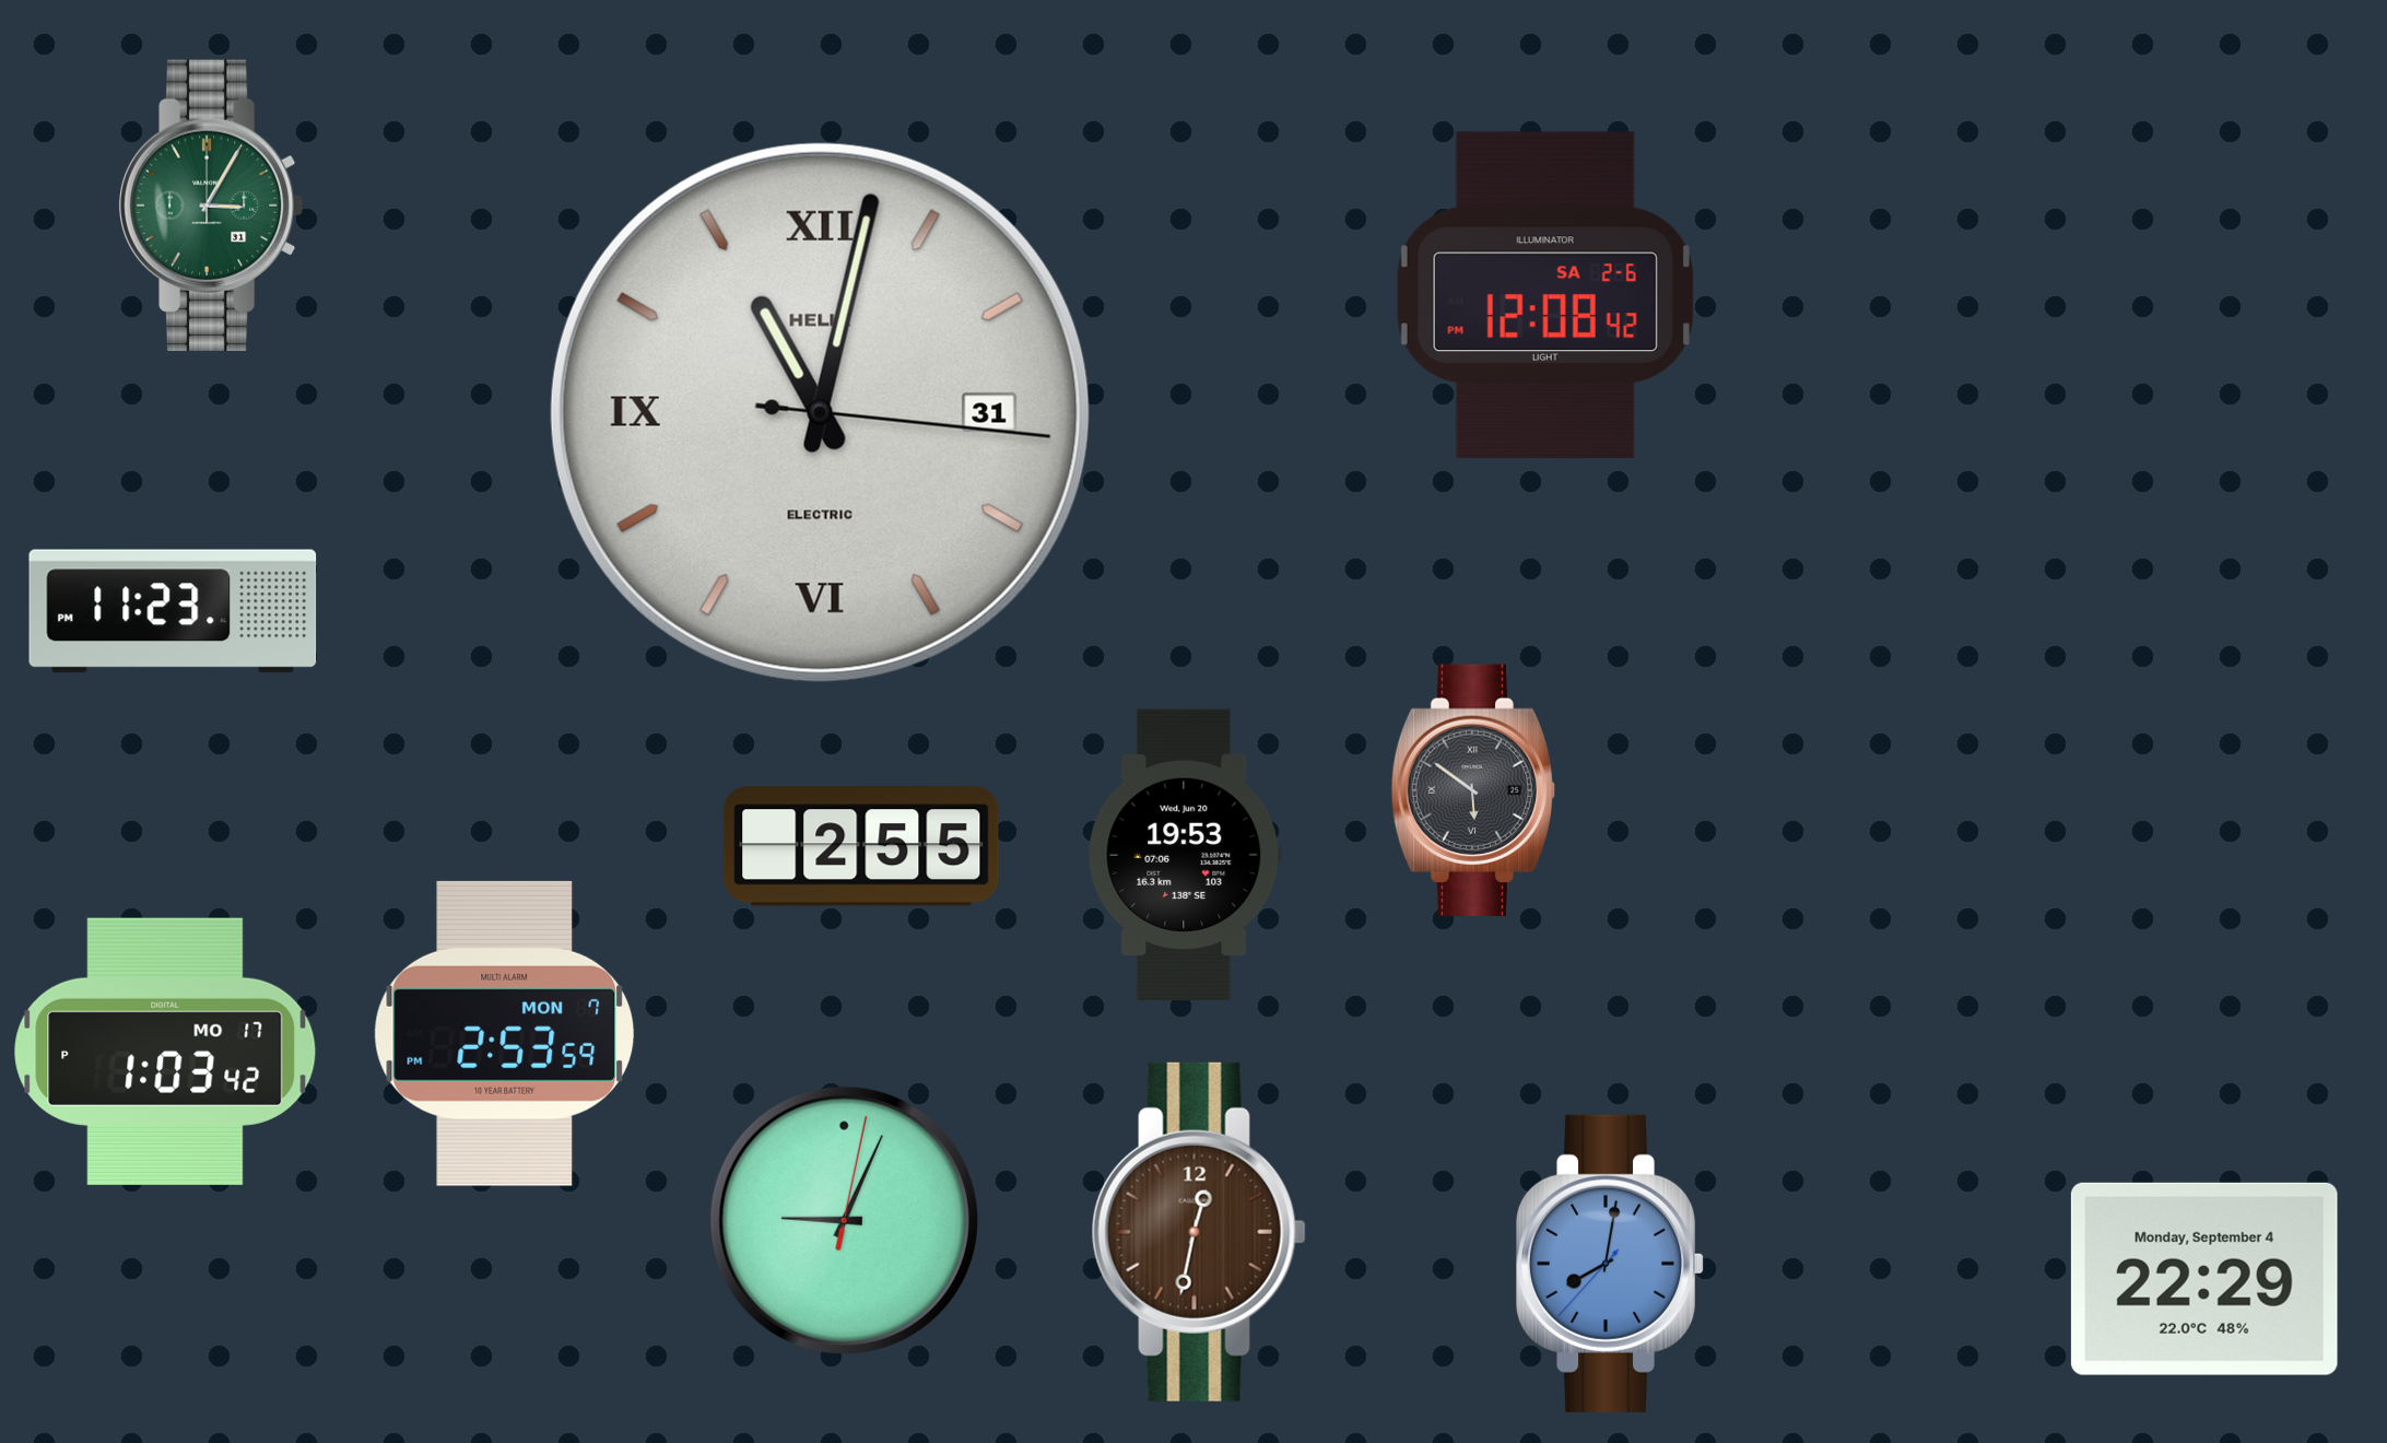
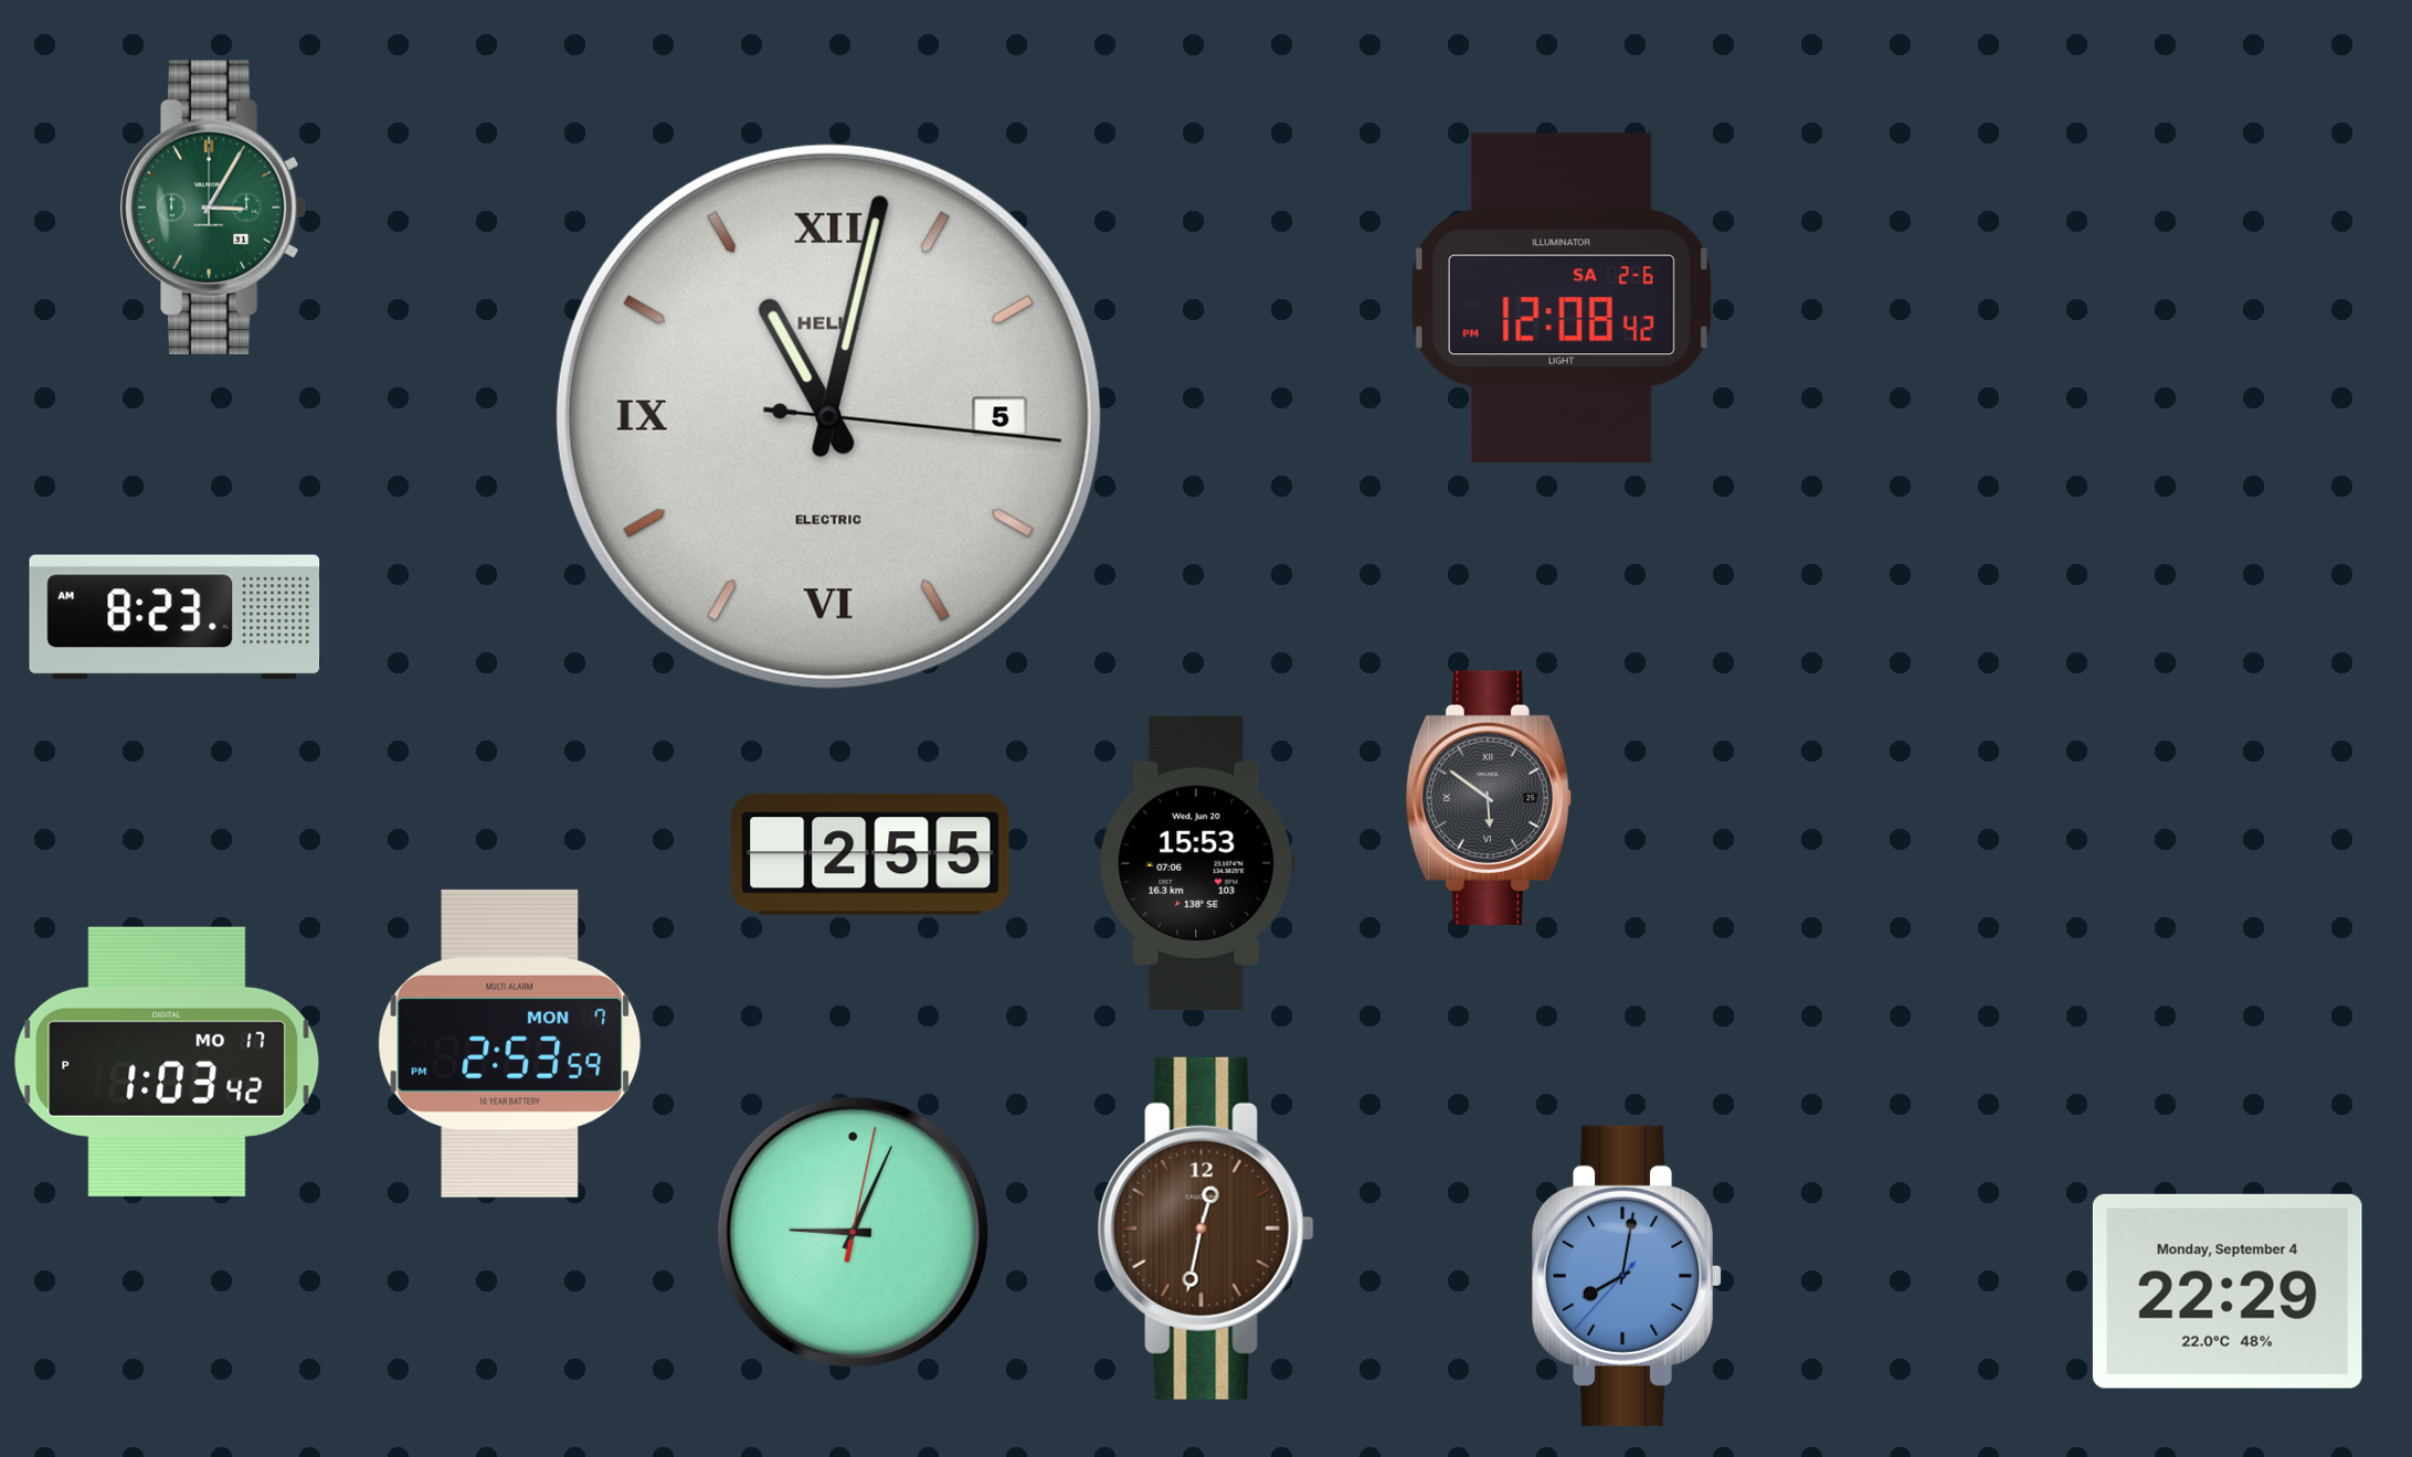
clock at (820, 412) date: 31 -> 5
clock at (173, 611): 11:23 -> 8:23
clock at (1185, 854): 19:53 -> 15:53
clock at (1199, 1232) position: (1199, 1232) -> (1206, 1229)
